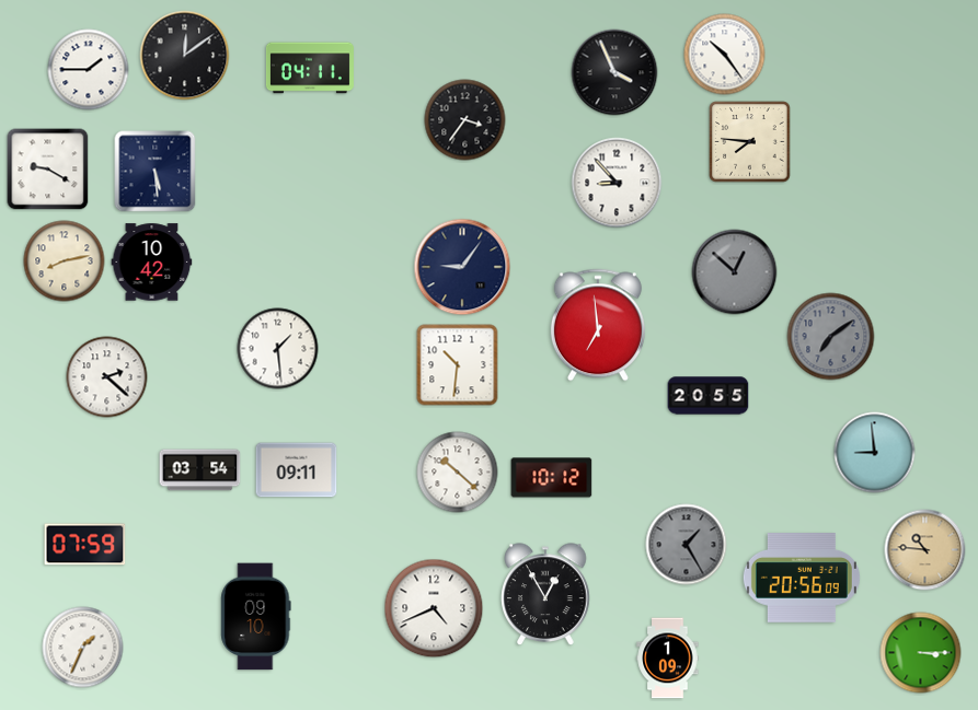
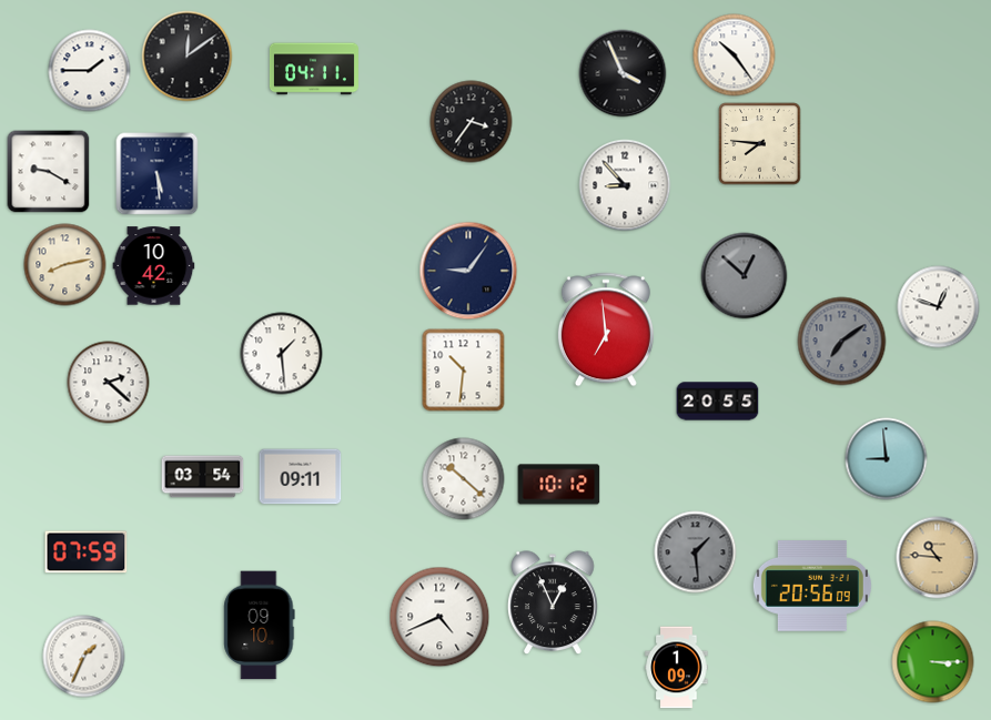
clock at (939, 307): none -> 12:48
clock at (687, 545): 1:25 -> 1:29
clock at (545, 595): 12:55 -> 12:56
